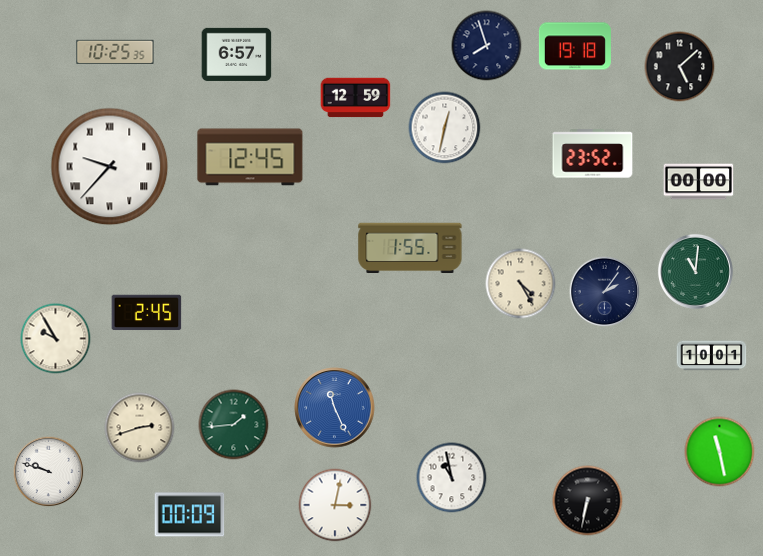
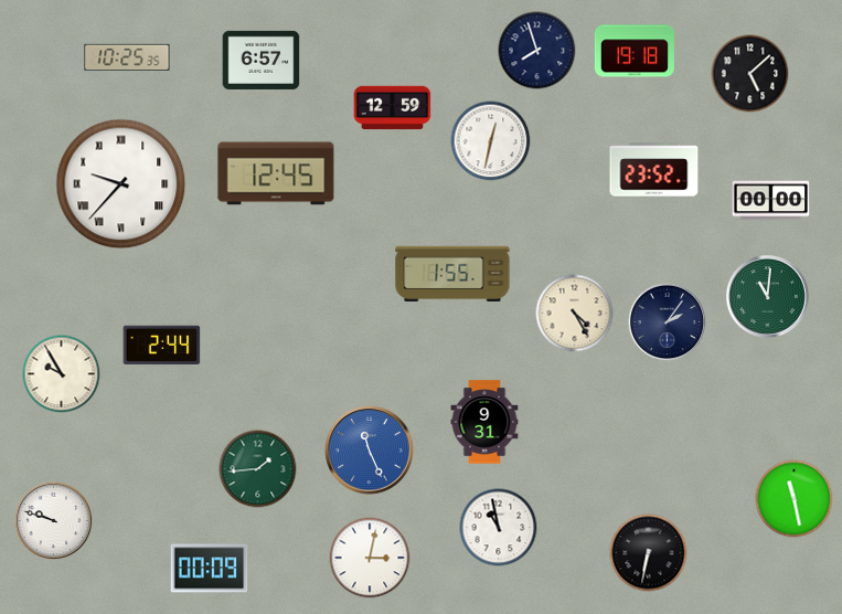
clock at (695, 271) position: (695, 271) -> (767, 296)
clock at (147, 313): 2:45 -> 2:44
clock at (712, 356): 10:01 -> none
clock at (484, 422): none -> 9:31
clock at (140, 428): 2:42 -> none
